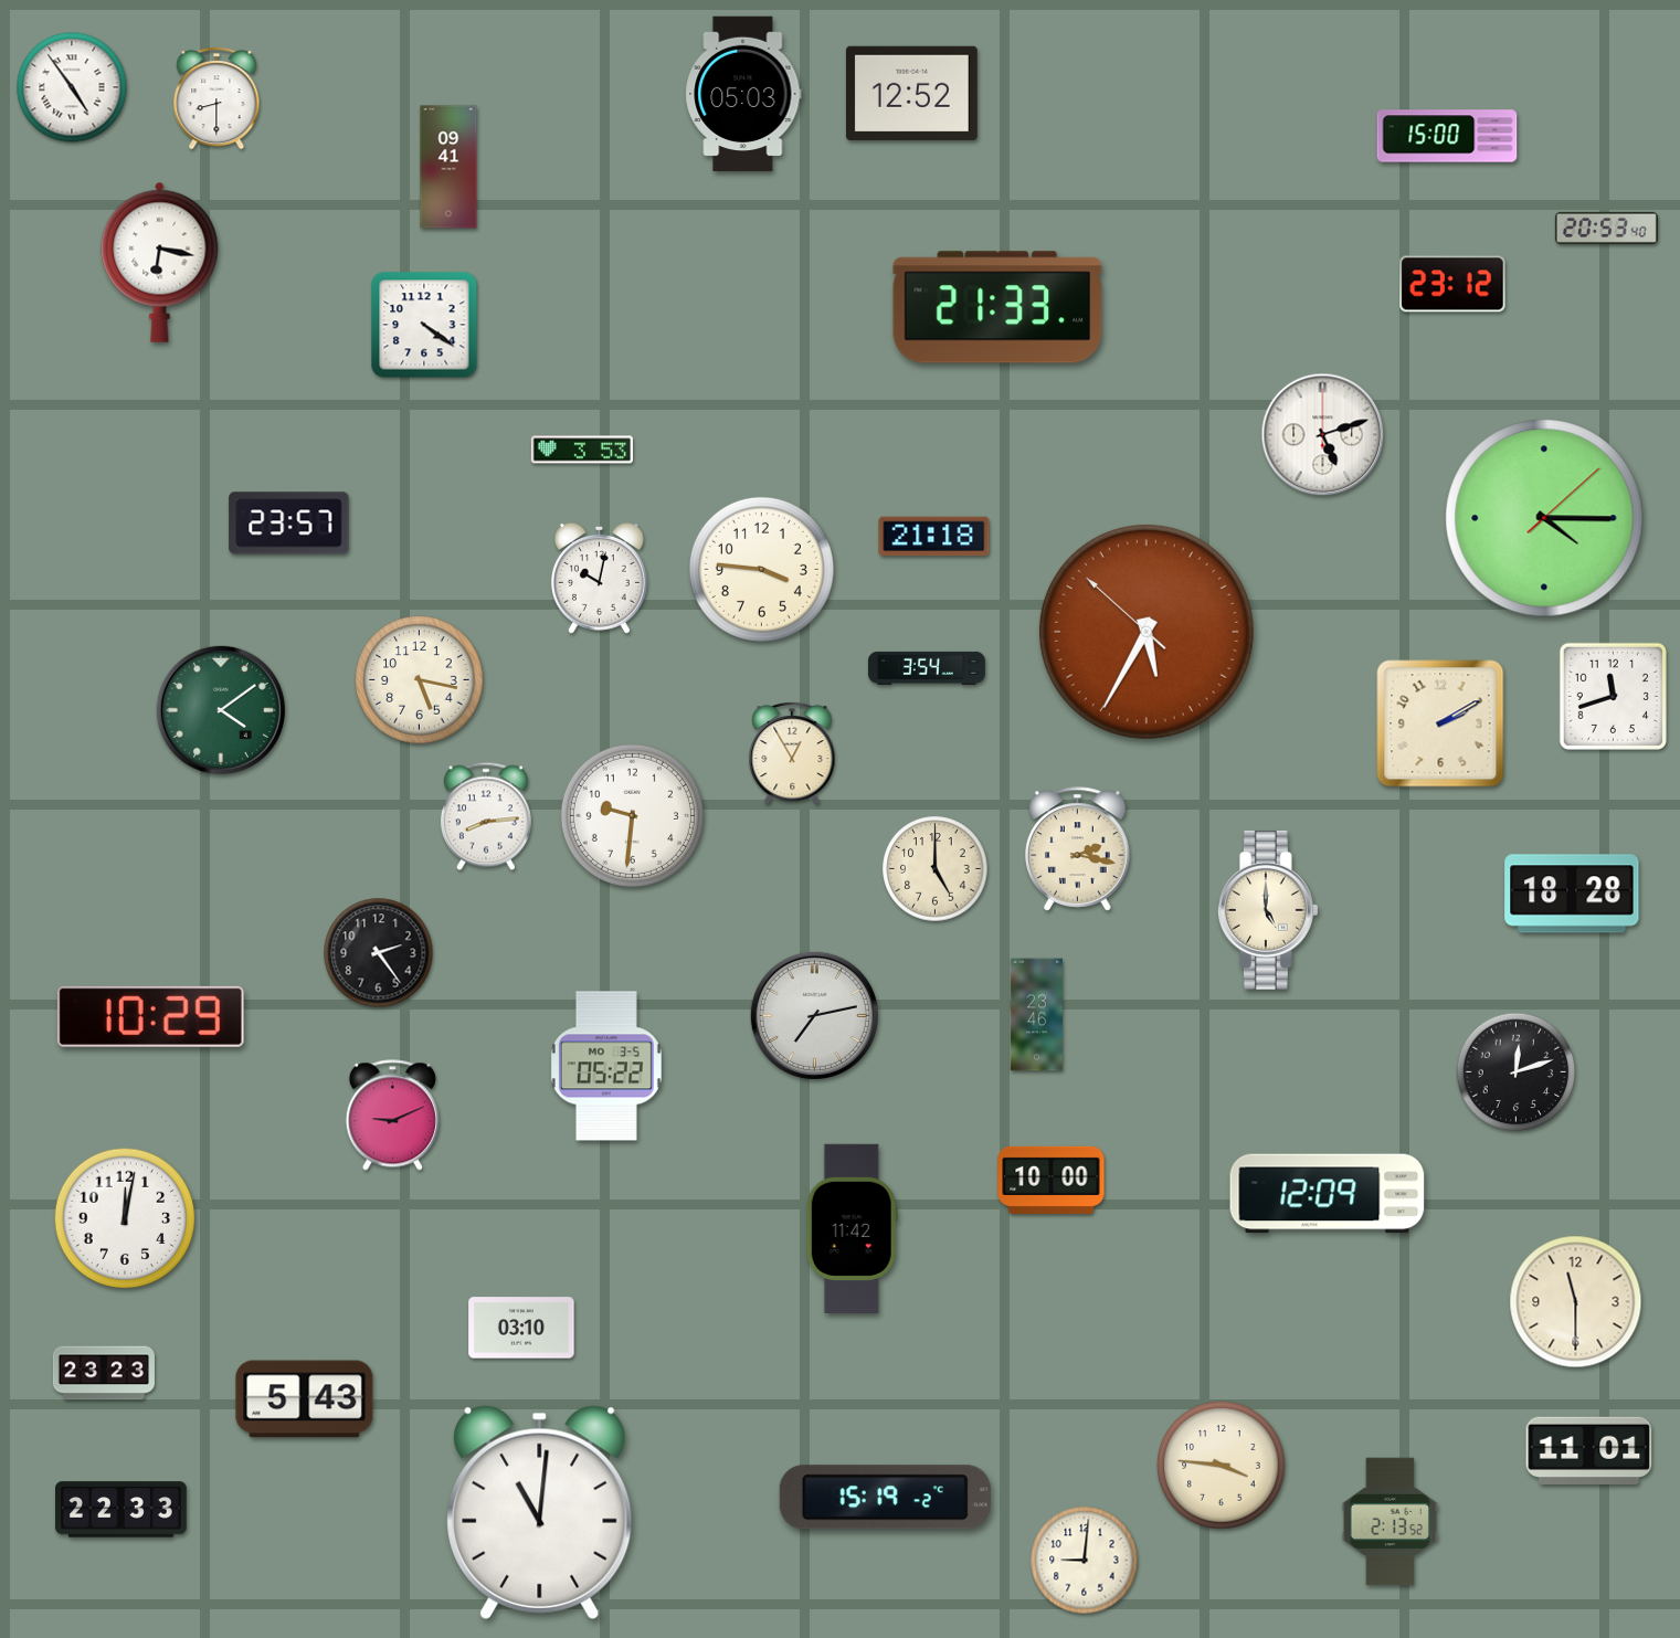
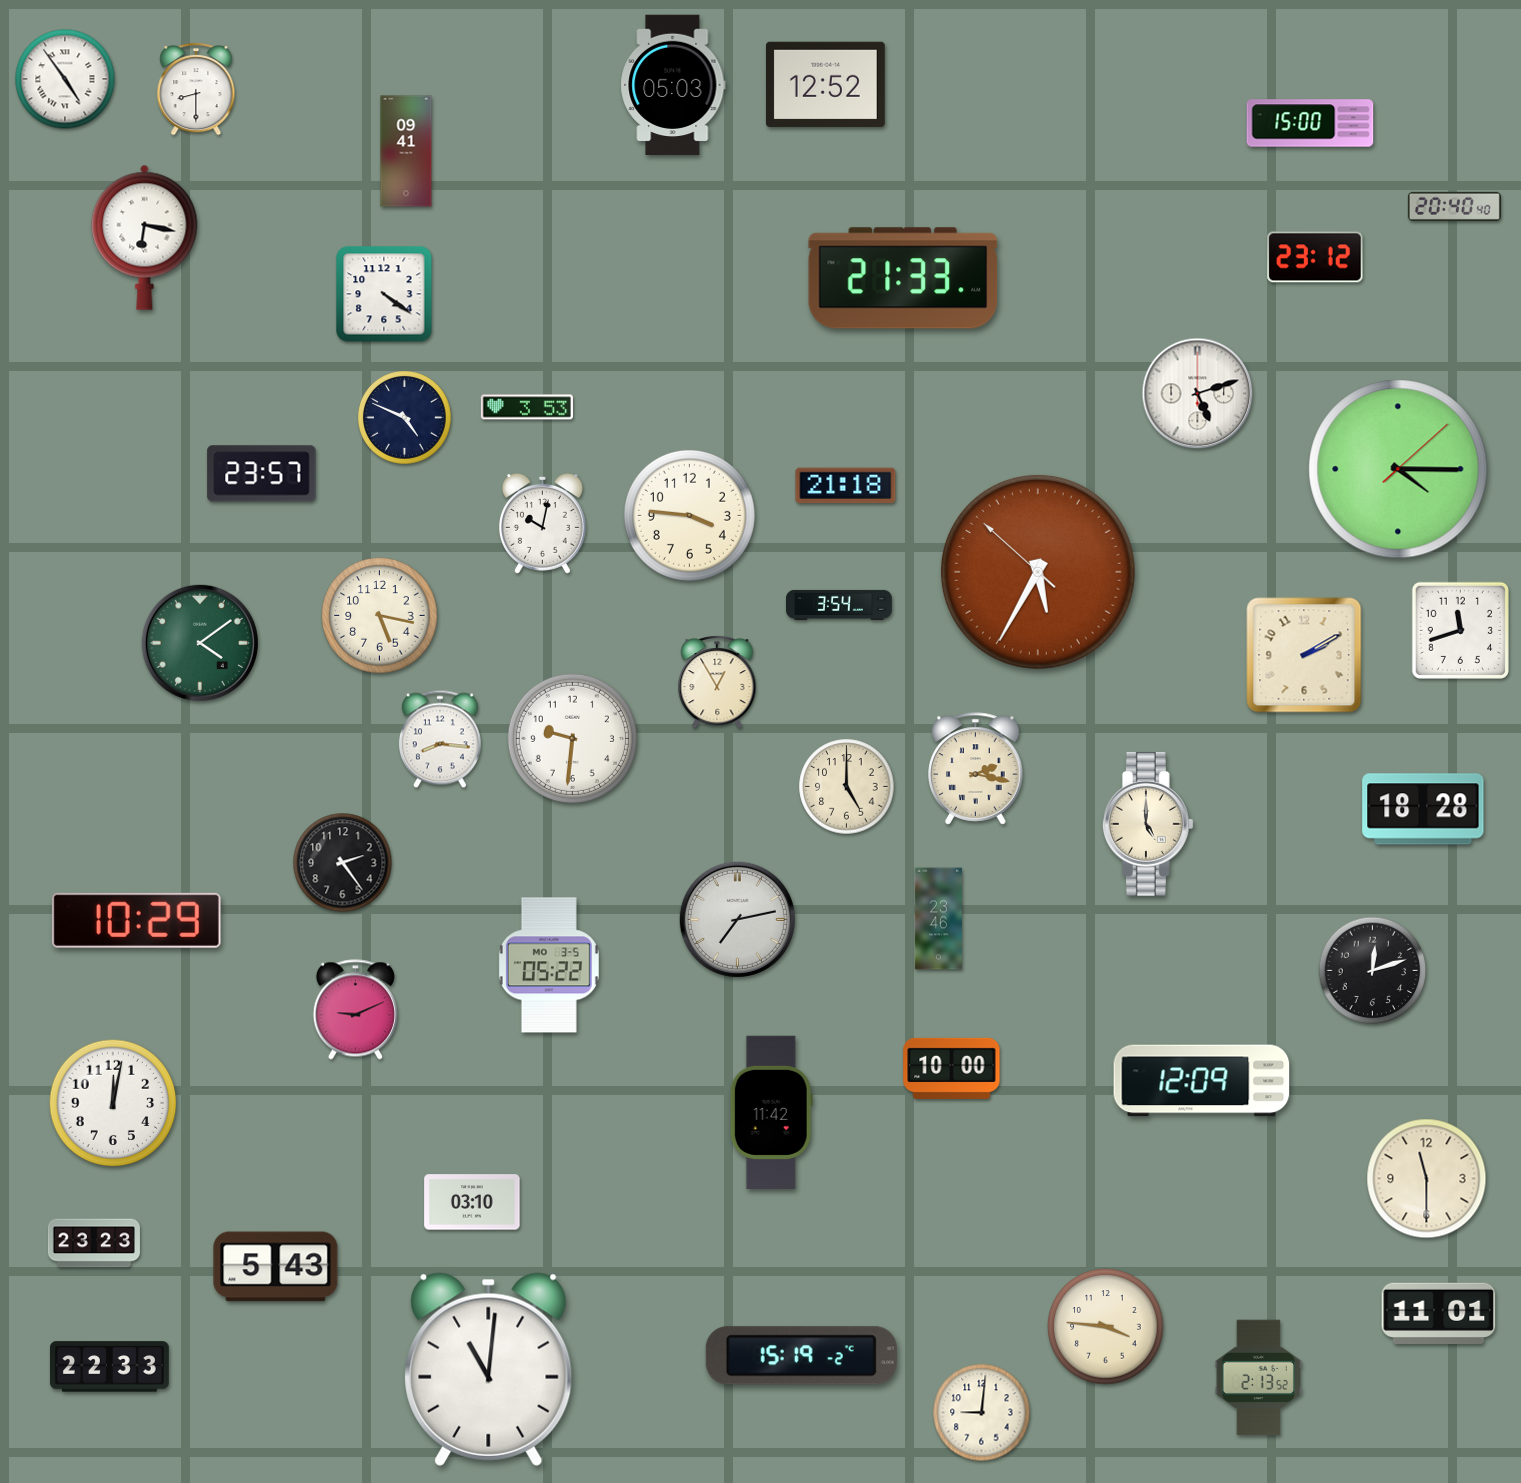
clock at (1606, 228): 20:53 -> 20:40
clock at (405, 418): none -> 4:49
clock at (486, 816): 8:14 -> 8:16
